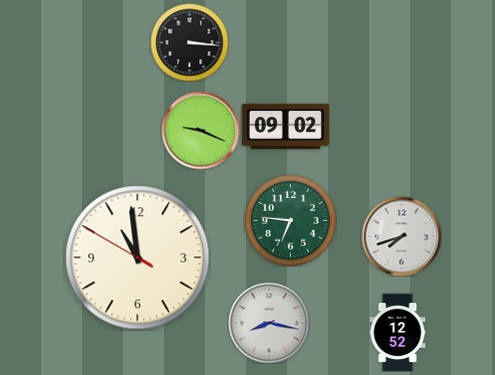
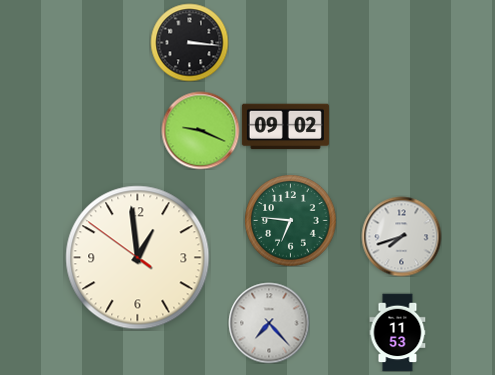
clock at (138, 258): 10:58 -> 12:58
clock at (269, 323): 8:17 -> 7:23
clock at (398, 332): 12:52 -> 11:53
